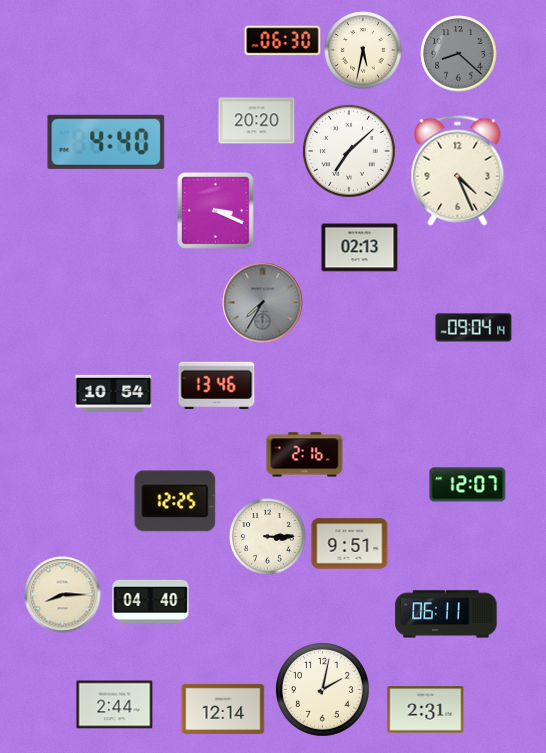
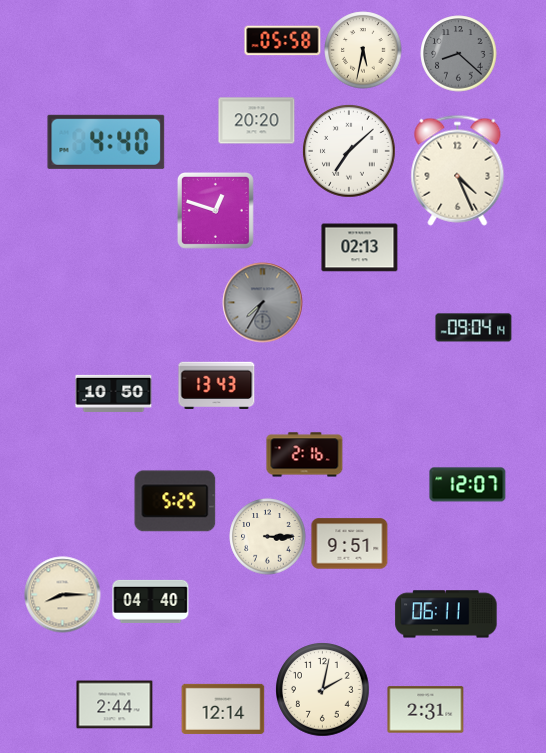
clock at (283, 41): 06:30 -> 05:58
clock at (215, 210): 3:19 -> 12:48
clock at (217, 386): 13:46 -> 13:43
clock at (114, 393): 10:54 -> 10:50
clock at (175, 501): 12:25 -> 5:25
